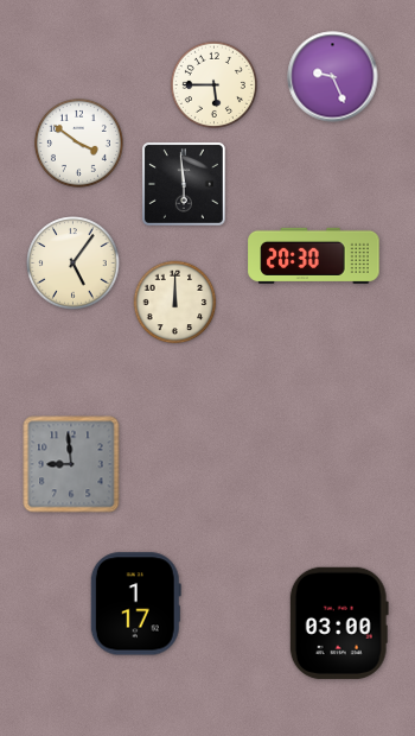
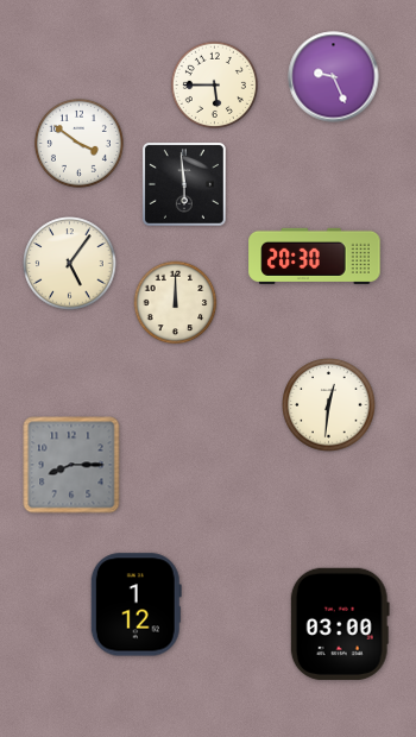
clock at (74, 264) position: (74, 264) -> (70, 264)
clock at (329, 405): none -> 12:31
clock at (71, 464): 8:59 -> 8:15
clock at (135, 604): 1:17 -> 1:12
